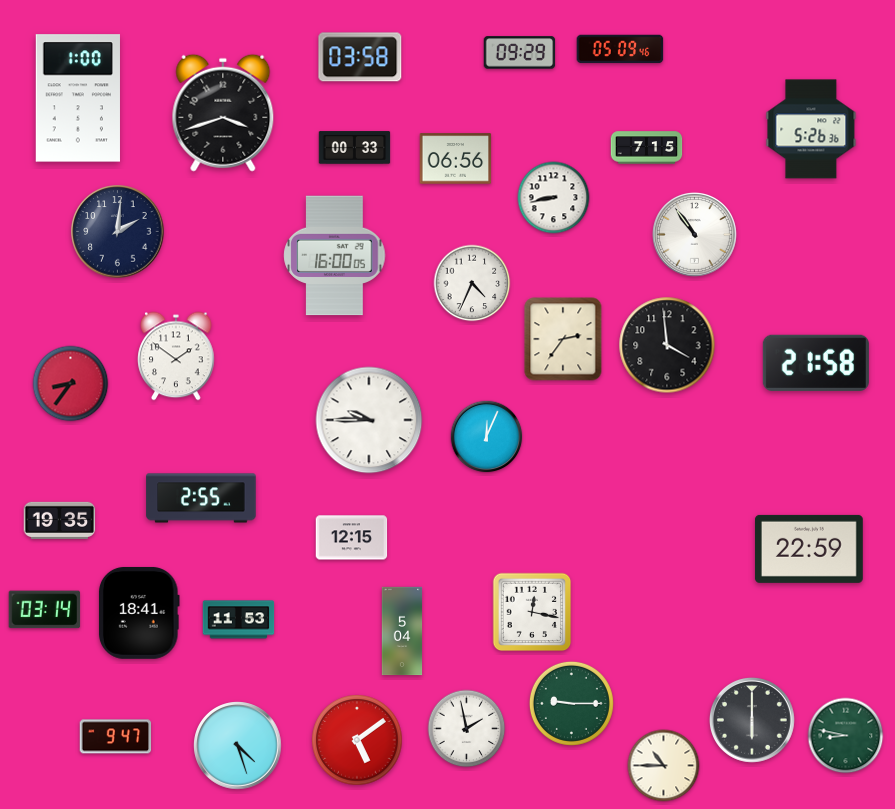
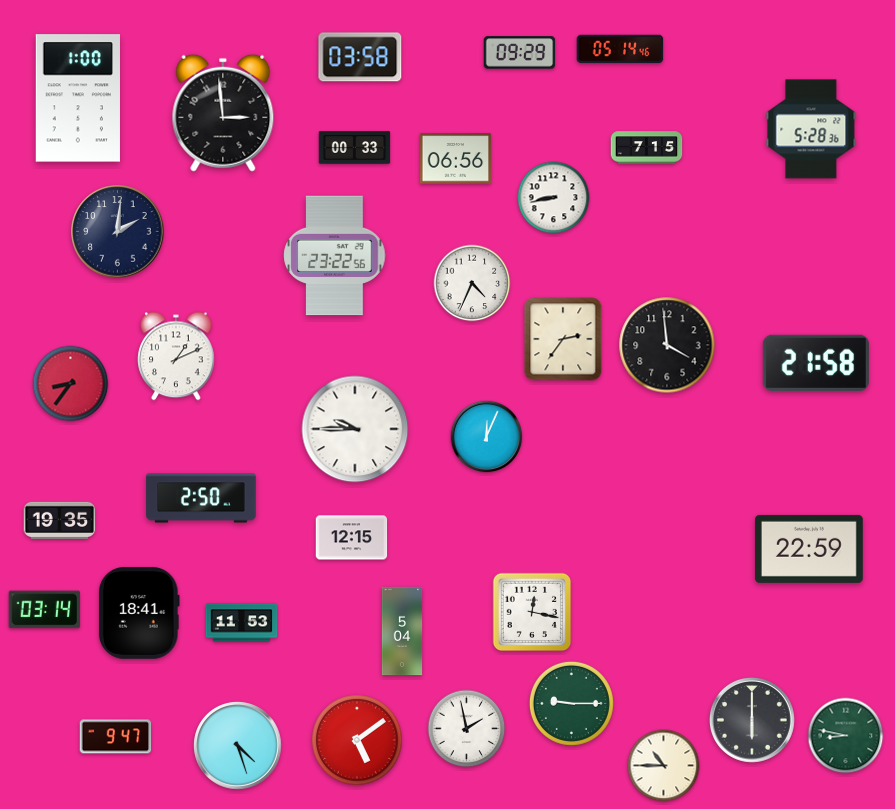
clock at (620, 49): 05:09 -> 05:14
clock at (223, 113): 3:42 -> 2:59
clock at (811, 129): 5:26 -> 5:28
clock at (694, 234): 10:54 -> none
clock at (335, 256): 16:00 -> 23:22
clock at (176, 356): 1:51 -> 1:11
clock at (369, 420) position: (369, 420) -> (355, 429)
clock at (201, 498): 2:55 -> 2:50
clock at (239, 620) position: (239, 620) -> (242, 623)
